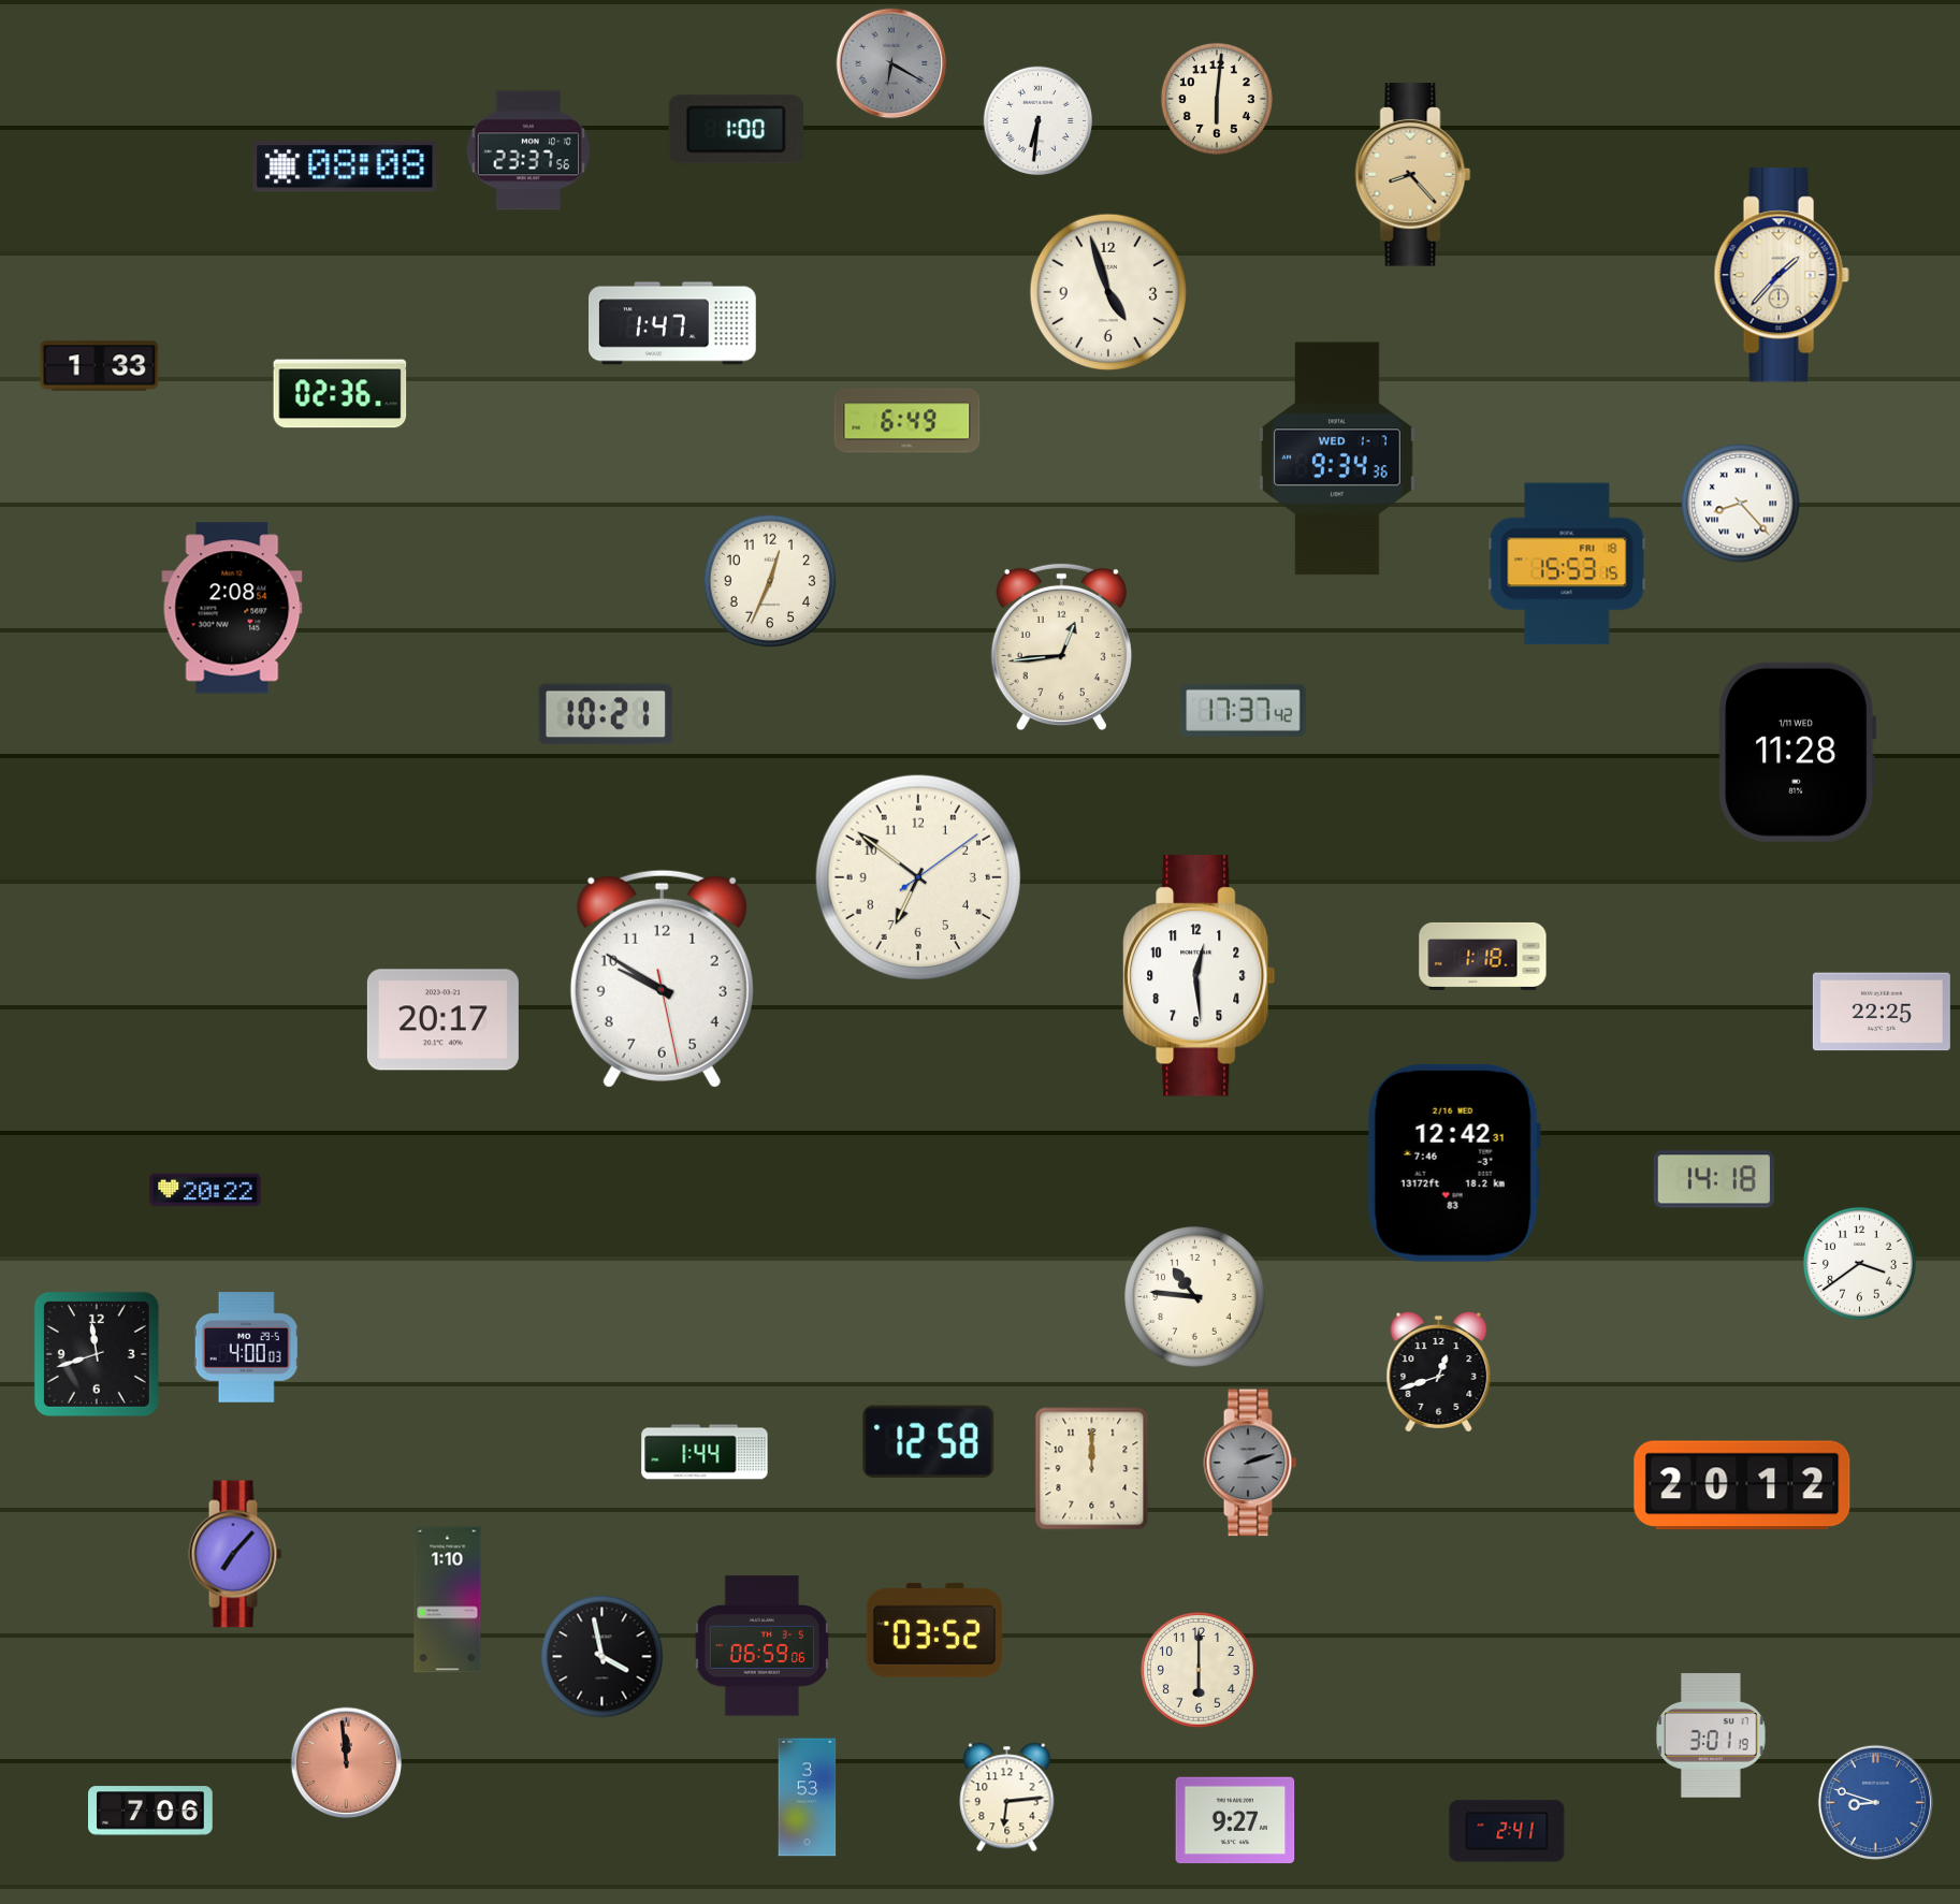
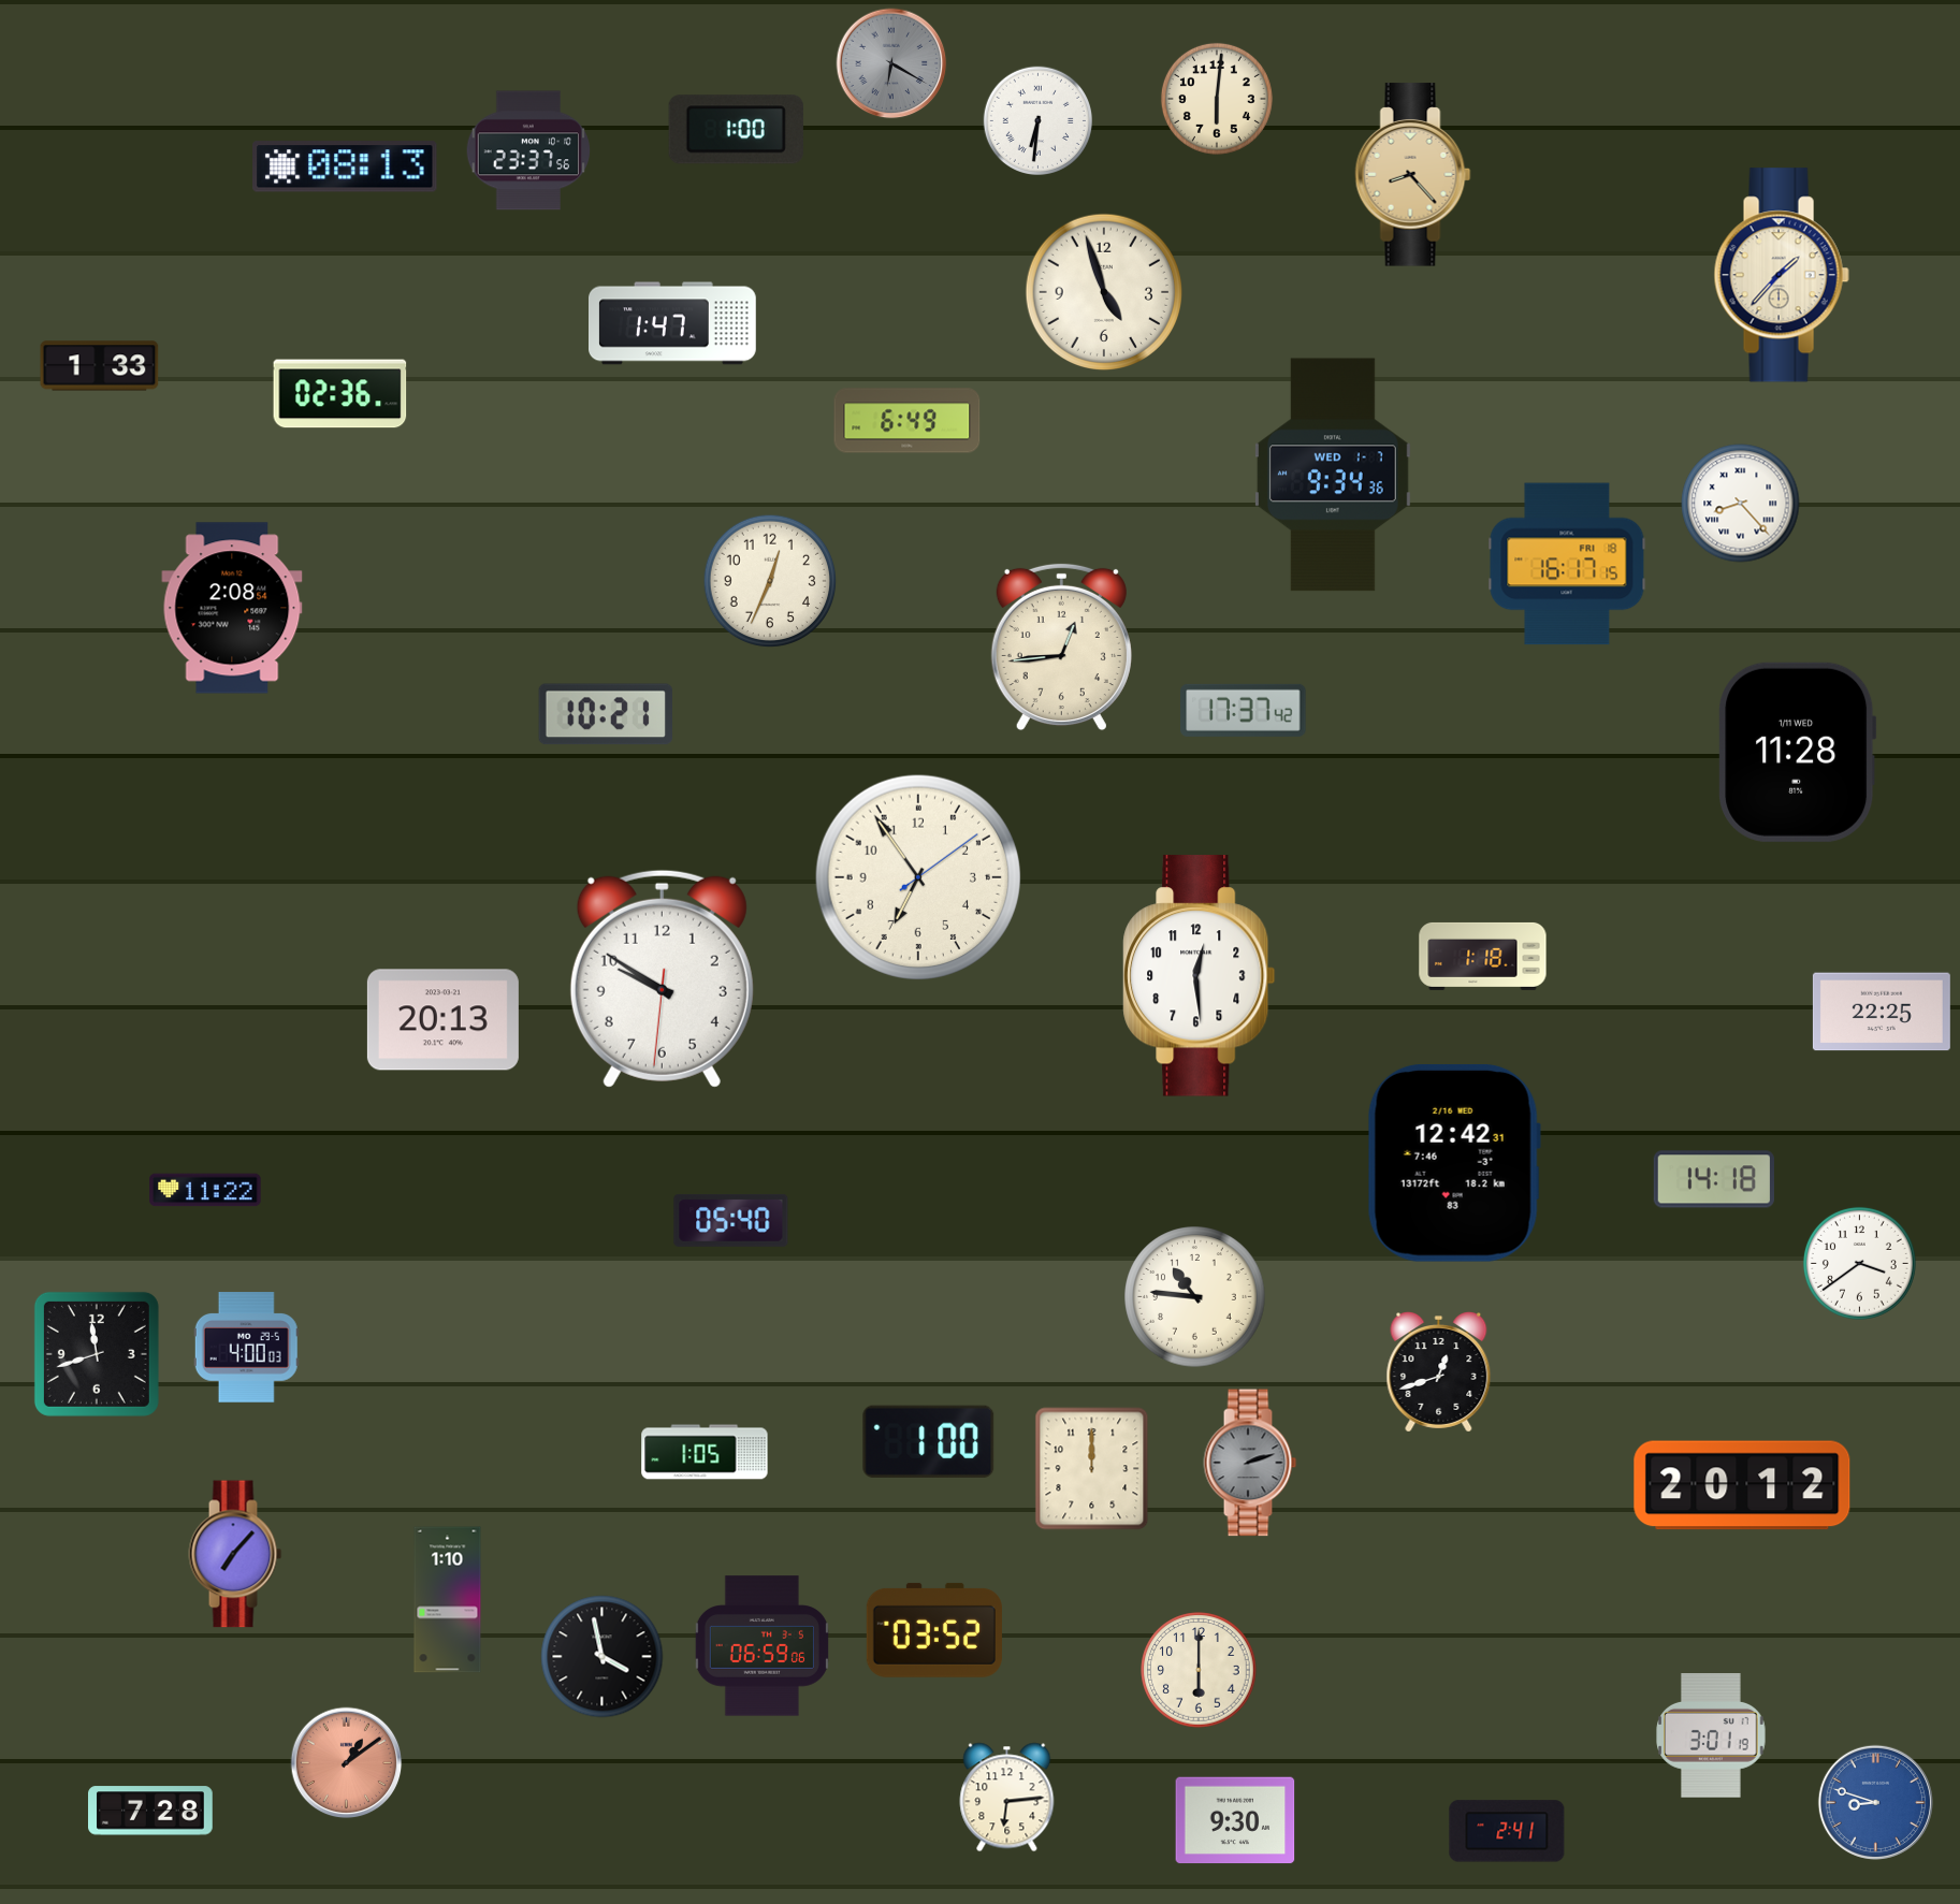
clock at (345, 166): 08:08 -> 08:13
clock at (1108, 292) position: (1108, 292) -> (1104, 292)
clock at (1337, 459) position: (1337, 459) -> (1333, 475)
clock at (1567, 564): 15:53 -> 16:17
clock at (917, 876): 6:51 -> 6:54
clock at (662, 978): 9:50:28 -> 9:50:31
clock at (442, 1020): 20:17 -> 20:13
clock at (205, 1190): 20:22 -> 11:22
clock at (731, 1220): none -> 05:40
clock at (929, 1441): 12:58 -> 1:00
clock at (705, 1452): 1:44 -> 1:05
clock at (347, 1763): 11:59 -> 1:09
clock at (808, 1798): 3:53 -> none
clock at (151, 1811): 7:06 -> 7:28
clock at (1235, 1820): 9:27 -> 9:30
